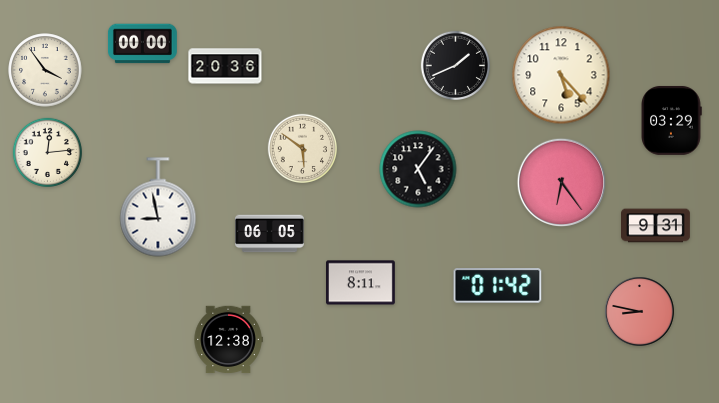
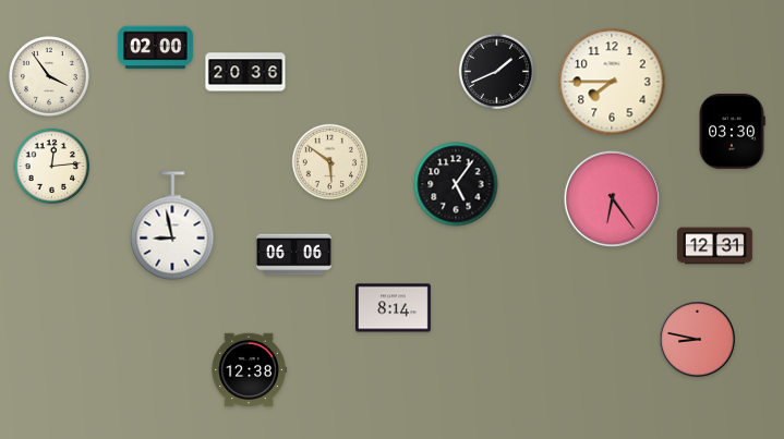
clock at (142, 44): 00:00 -> 02:00
clock at (561, 75): 5:23 -> 7:45
clock at (671, 120): 03:29 -> 03:30
clock at (656, 226): 9:31 -> 12:31
clock at (270, 234): 06:05 -> 06:06
clock at (361, 283): 8:11 -> 8:14
clock at (498, 286): 01:42 -> none
